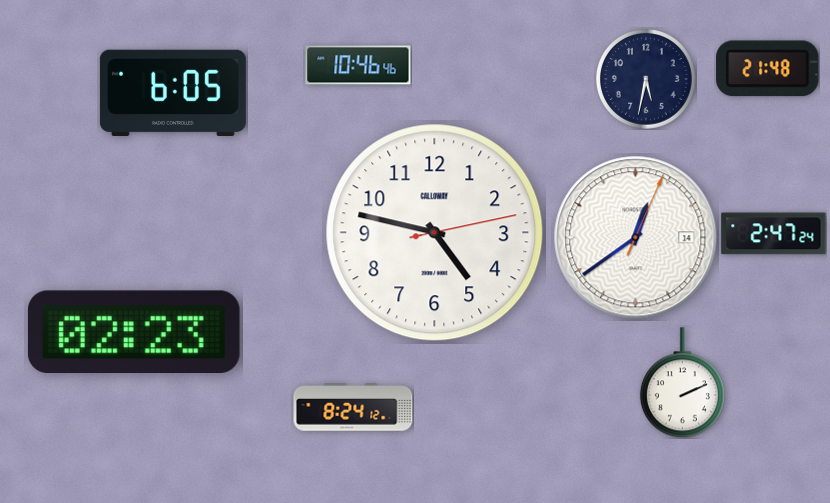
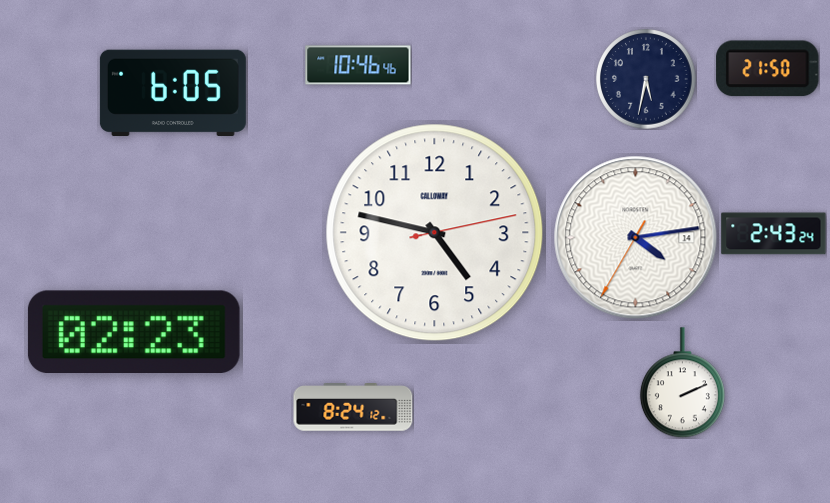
clock at (768, 69): 21:48 -> 21:50
clock at (774, 234): 2:47 -> 2:43
clock at (636, 238): 12:39 -> 4:13
